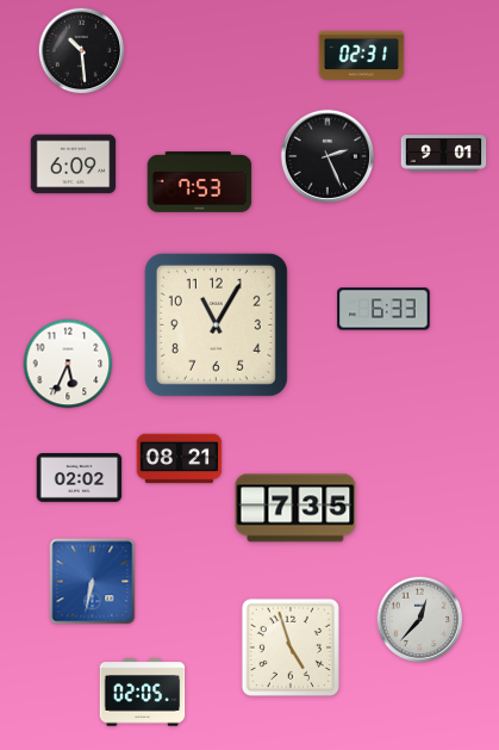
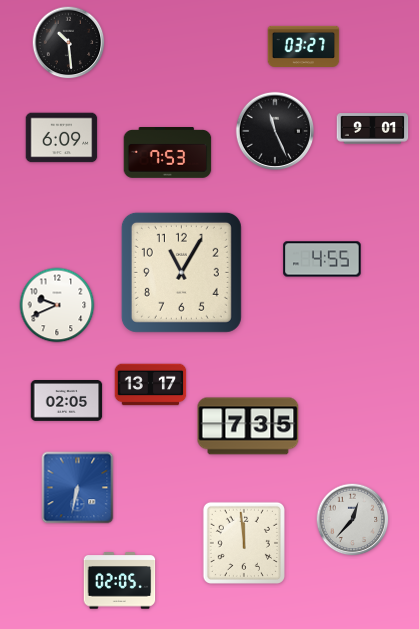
clock at (362, 55): 02:31 -> 03:27
clock at (326, 155): 2:26 -> 11:26
clock at (383, 309): 6:33 -> 4:55
clock at (68, 364): 5:34 -> 9:41
clock at (180, 459): 08:21 -> 13:17
clock at (80, 478): 02:02 -> 02:05
clock at (291, 647): 4:57 -> 11:59
